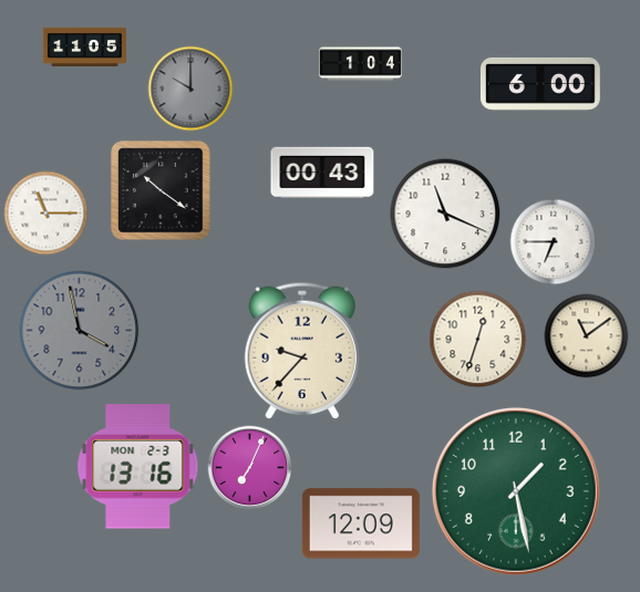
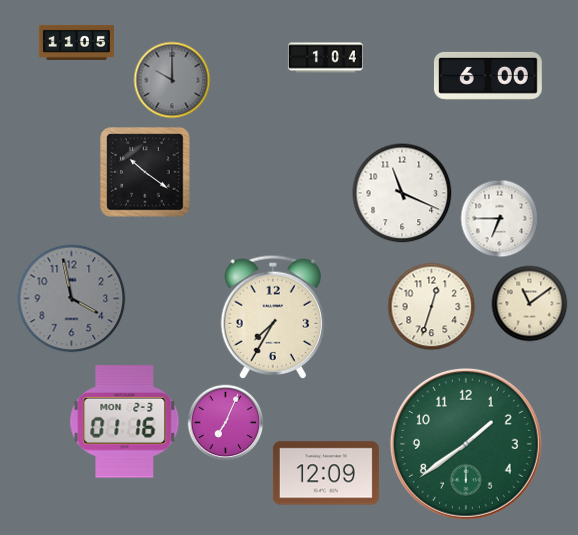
clock at (322, 173): 00:43 -> none
clock at (47, 214): 11:15 -> none
clock at (301, 350): 9:37 -> 7:35
clock at (138, 467): 13:16 -> 01:16
clock at (516, 491): 1:28 -> 1:39
